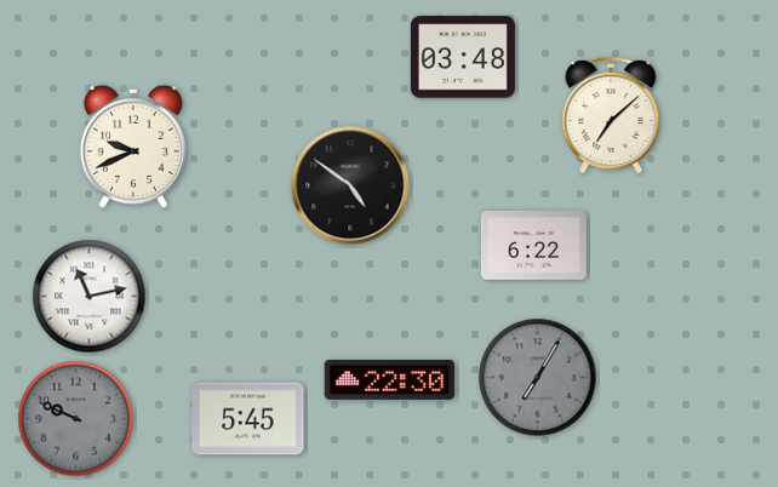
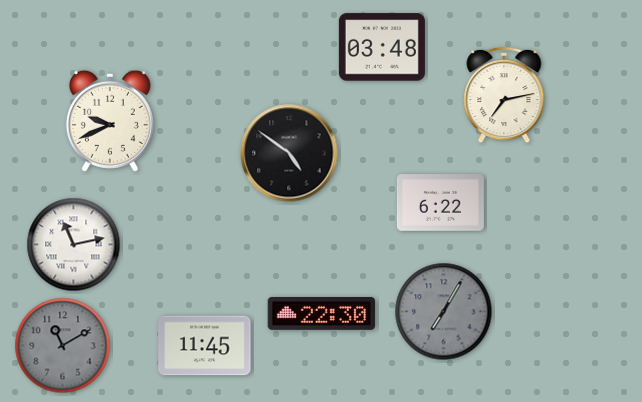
clock at (611, 115): 7:08 -> 7:13
clock at (76, 419): 9:49 -> 11:10
clock at (248, 419): 5:45 -> 11:45
